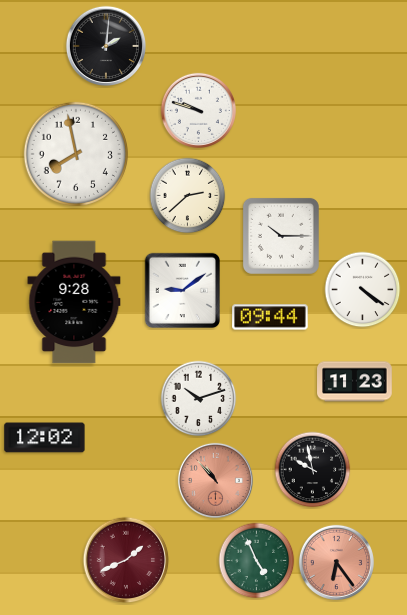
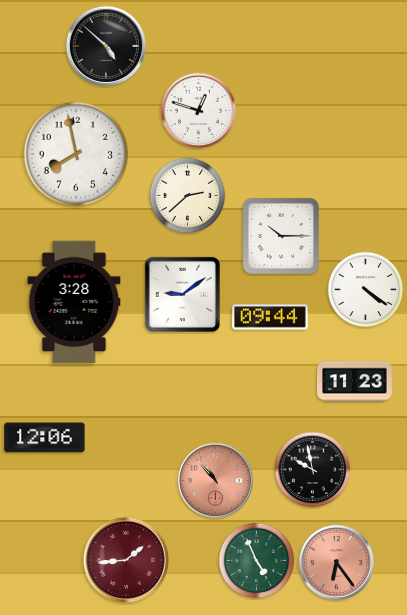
clock at (105, 45): 2:01 -> 4:52
clock at (198, 110): 9:48 -> 12:48
clock at (182, 290) position: (182, 290) -> (182, 294)
clock at (363, 290) position: (363, 290) -> (366, 290)
clock at (74, 302): 9:28 -> 3:28
clock at (199, 399): 10:12 -> none
clock at (45, 438): 12:02 -> 12:06
clock at (126, 560): 1:41 -> 1:44
